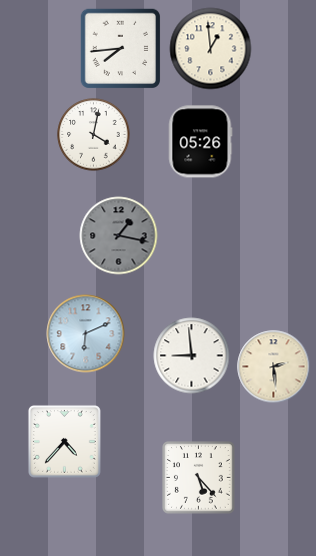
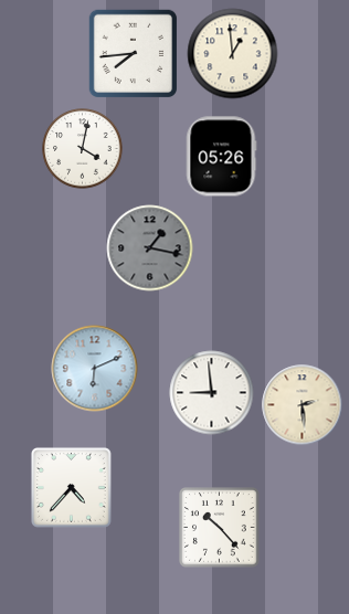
clock at (94, 135) position: (94, 135) -> (83, 149)
clock at (119, 236) position: (119, 236) -> (150, 248)
clock at (199, 478): 5:23 -> 10:23
